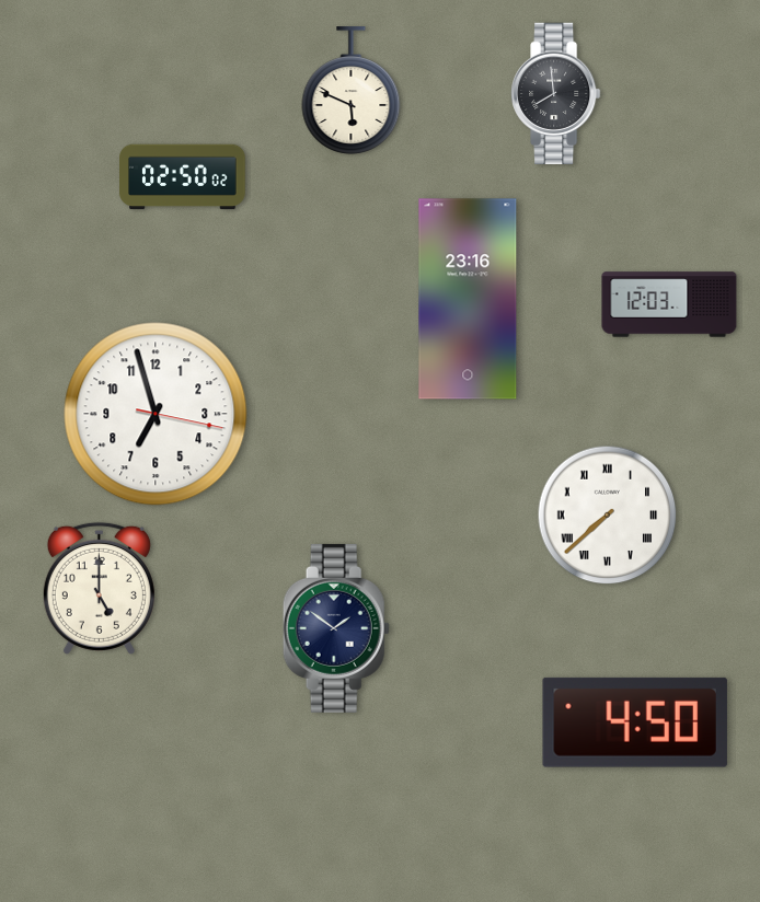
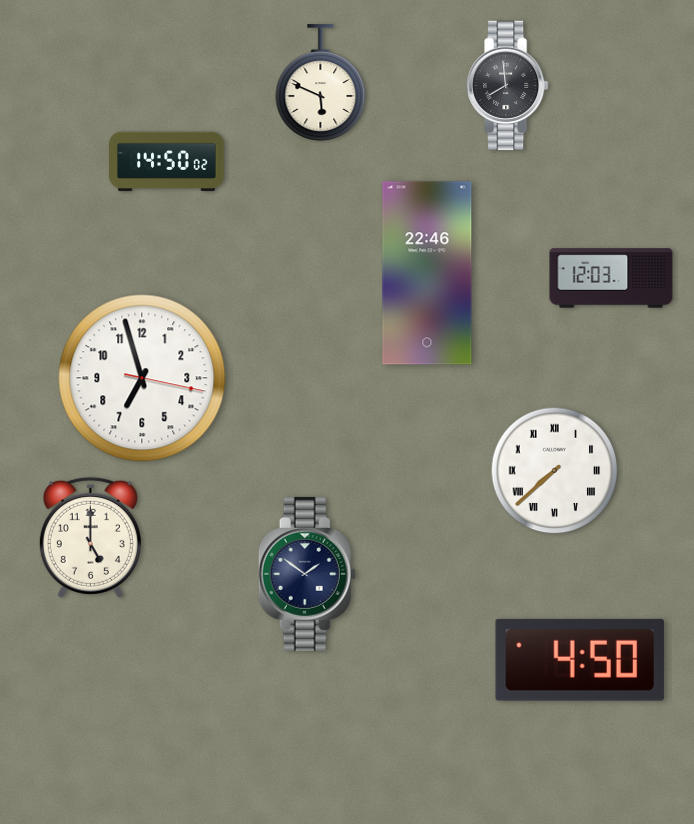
clock at (183, 177): 02:50 -> 14:50
clock at (468, 299): 23:16 -> 22:46
